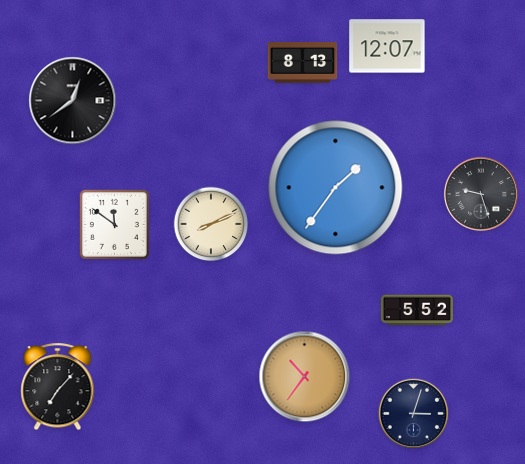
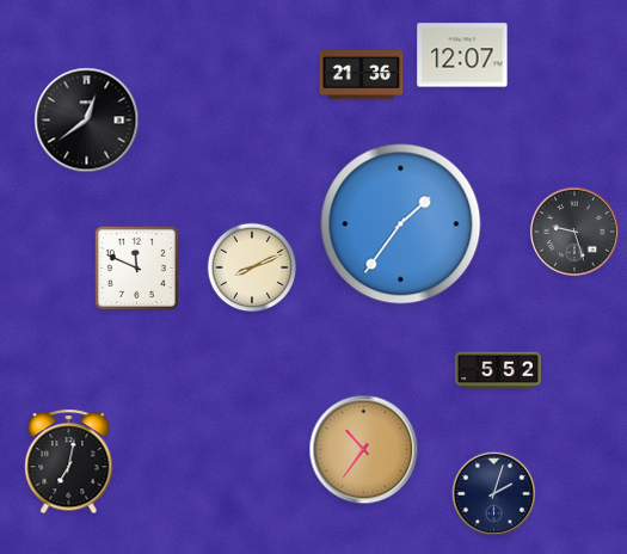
clock at (303, 63): 8:13 -> 21:36
clock at (114, 224): 11:51 -> 11:49
clock at (58, 387): 7:07 -> 7:02
clock at (414, 414): 3:03 -> 2:03
